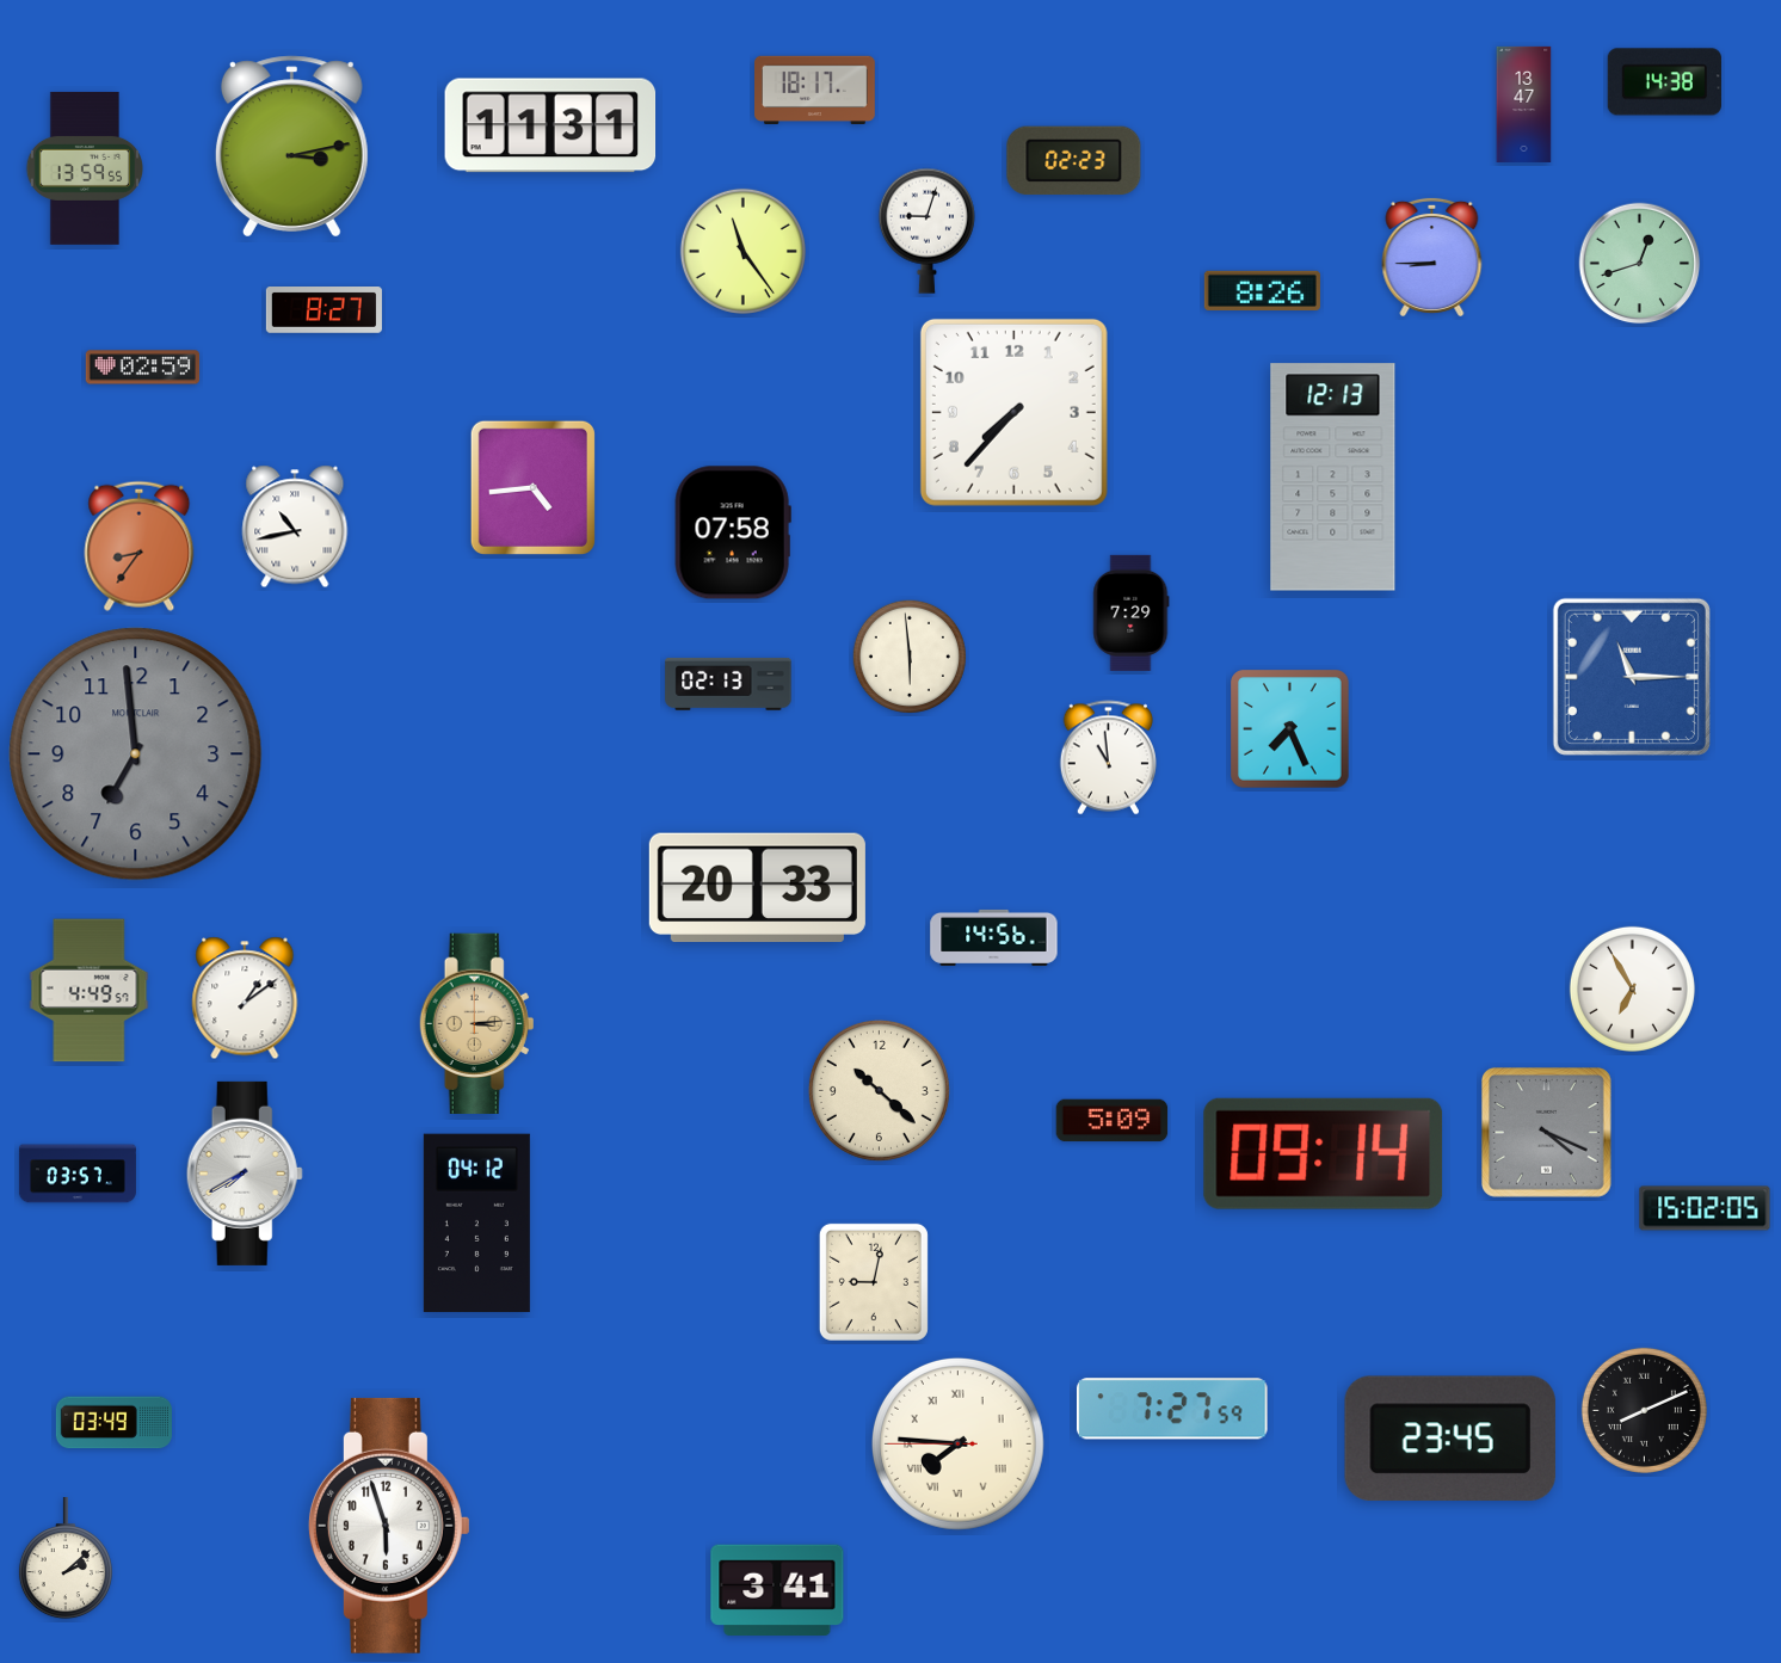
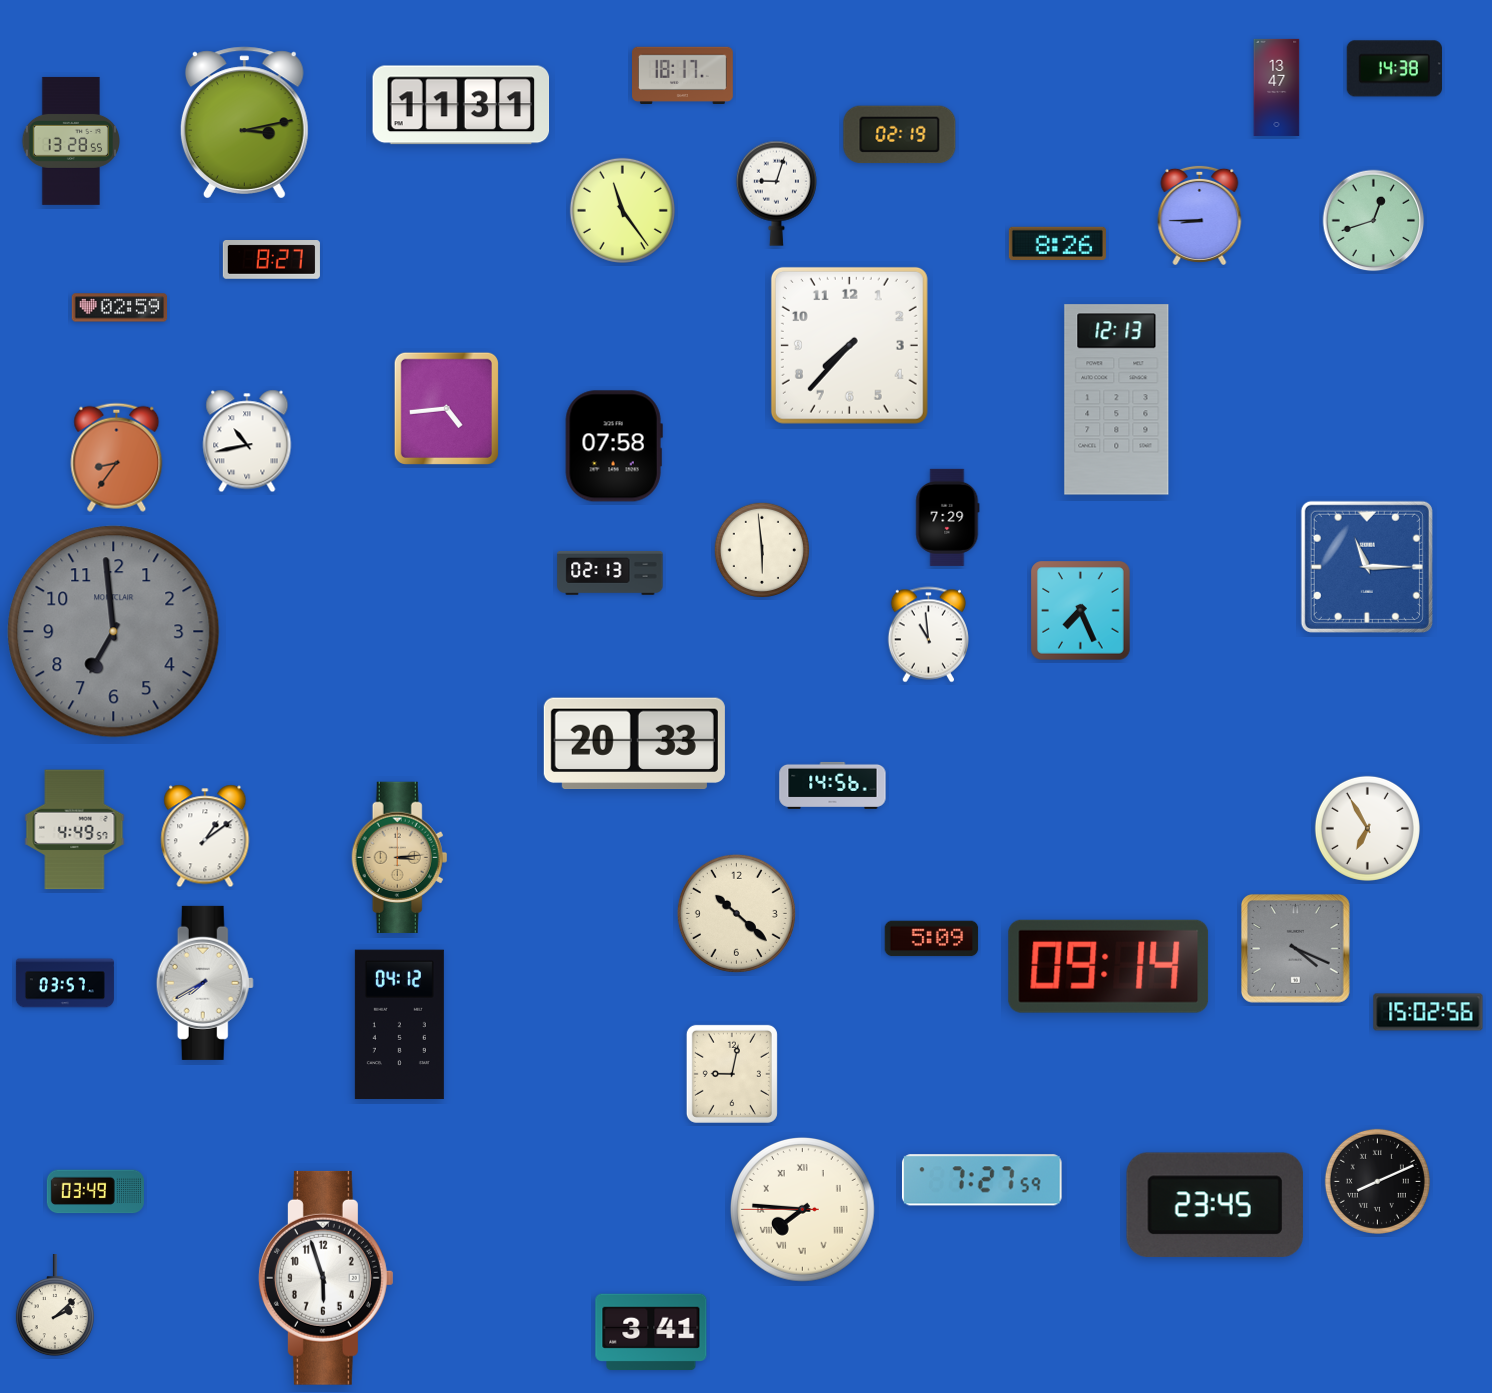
clock at (1074, 161): 02:23 -> 02:19
clock at (84, 168): 13:59 -> 13:28
clock at (1132, 612) position: (1132, 612) -> (948, 517)
clock at (1705, 1208): 15:02:05 -> 15:02:56
